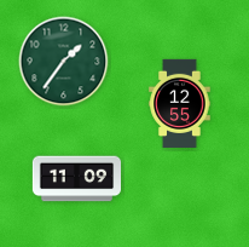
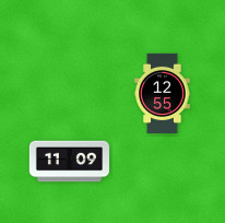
clock at (64, 62): 1:36 -> none
